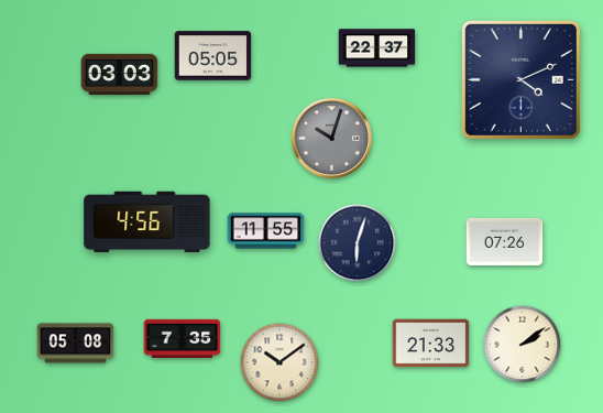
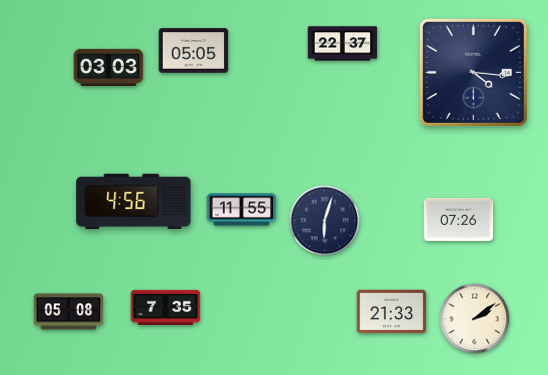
clock at (520, 79): 4:11 -> 4:16
clock at (331, 138): 10:03 -> none
clock at (523, 345) position: (523, 345) -> (475, 319)
clock at (279, 362): 10:09 -> none
